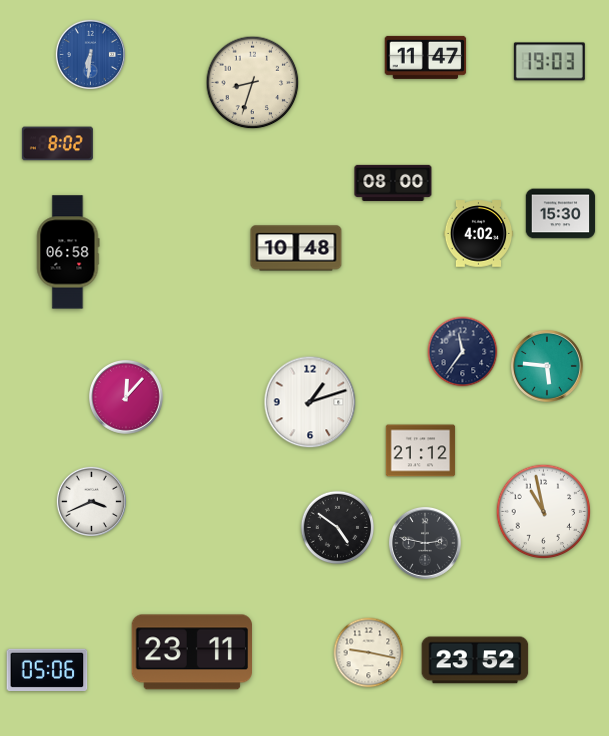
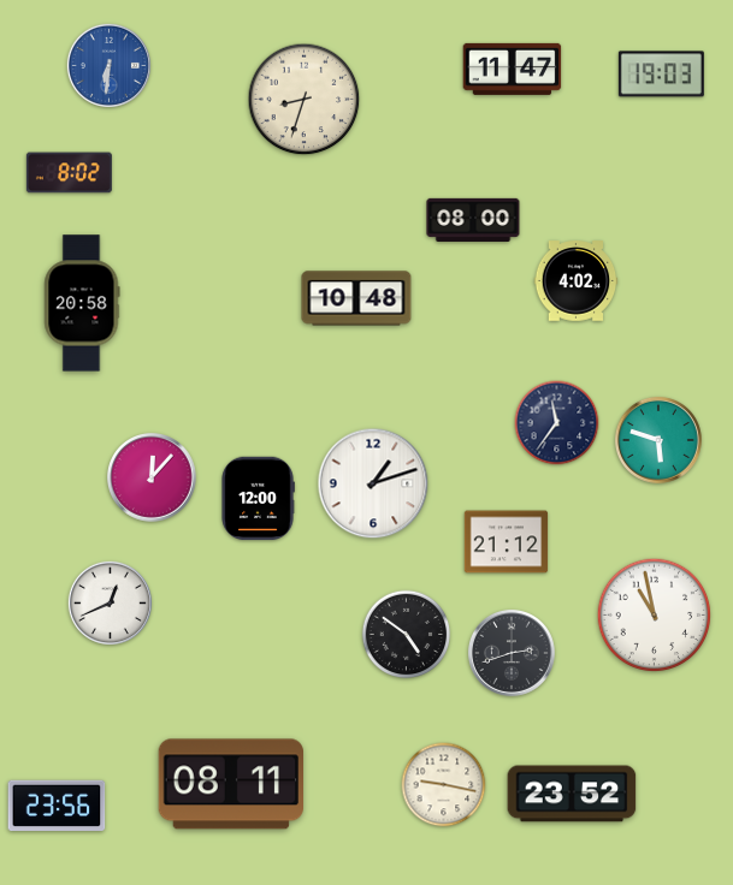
clock at (561, 214): 15:30 -> none
clock at (68, 252): 06:58 -> 20:58
clock at (547, 366): 5:46 -> 5:48
clock at (258, 499): none -> 12:00
clock at (91, 501): 3:41 -> 12:41
clock at (425, 543): 2:47 -> 2:42
clock at (191, 652): 23:11 -> 08:11
clock at (47, 669): 05:06 -> 23:56
